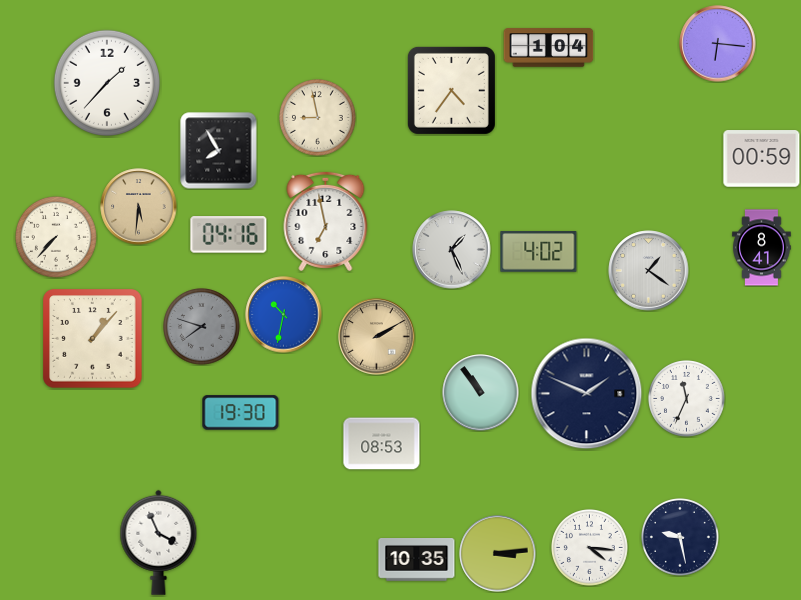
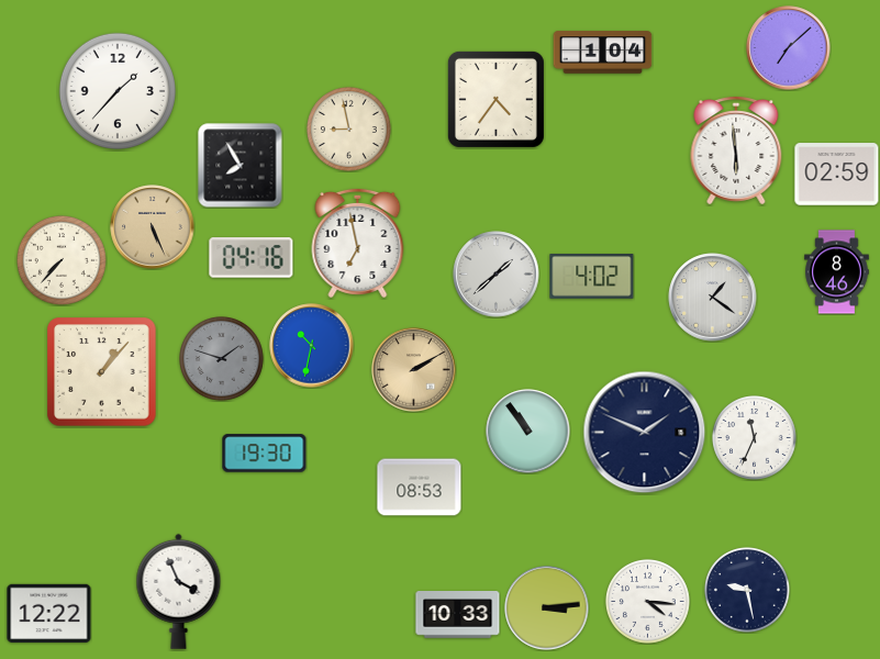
clock at (718, 44): 6:16 -> 7:08
clock at (736, 150): none -> 5:59
clock at (762, 159): 00:59 -> 02:59
clock at (139, 207): 5:31 -> 5:26
clock at (762, 248): 8:41 -> 8:46
clock at (452, 250): 1:26 -> 1:38
clock at (202, 327): 7:48 -> 1:48
clock at (159, 542) position: (159, 542) -> (179, 591)
clock at (49, 614): none -> 12:22
clock at (417, 560): 10:35 -> 10:33
